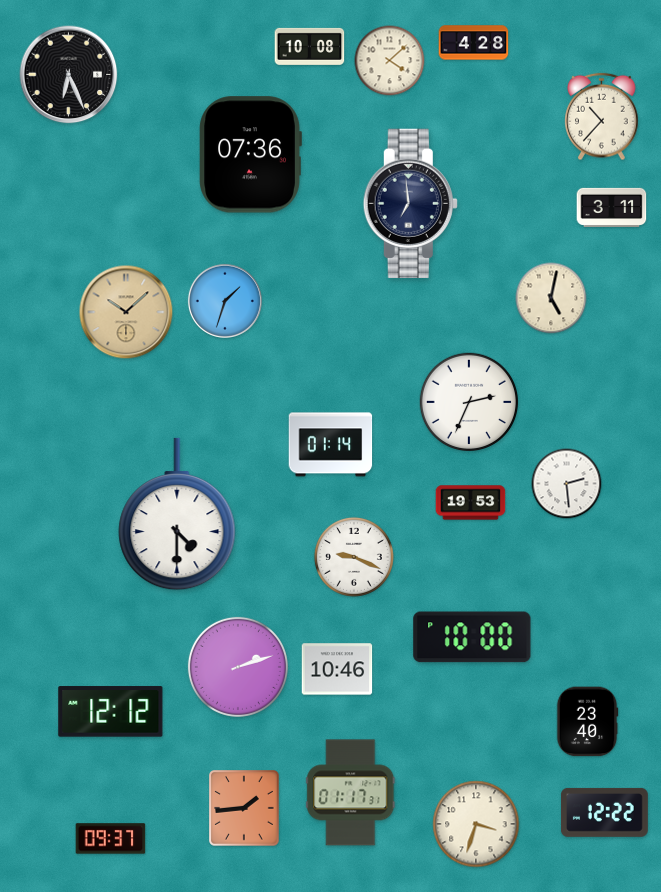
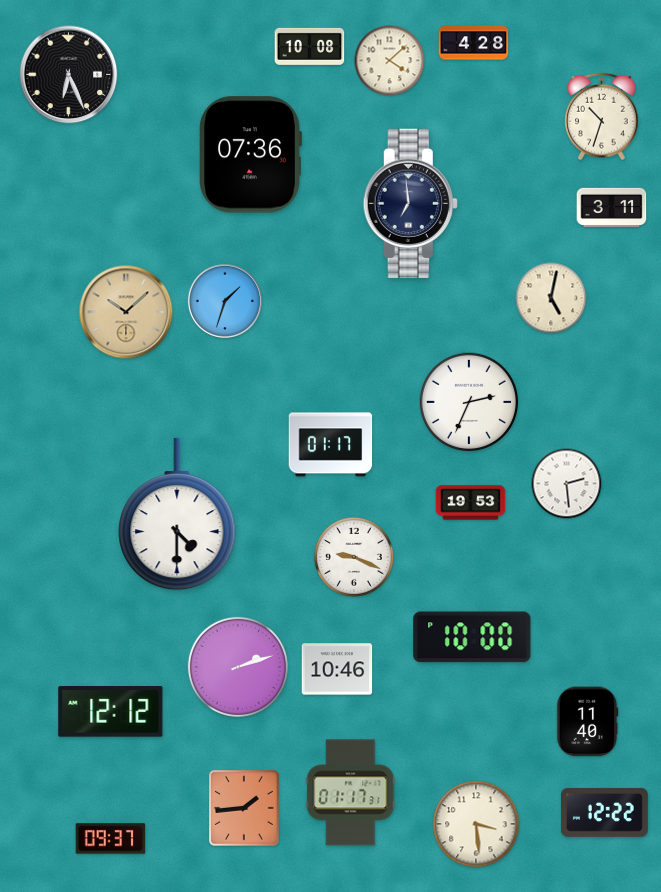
clock at (602, 117): 10:37 -> 10:33
clock at (331, 445): 01:14 -> 01:17
clock at (587, 722): 23:40 -> 11:40
clock at (476, 824): 3:33 -> 3:29
